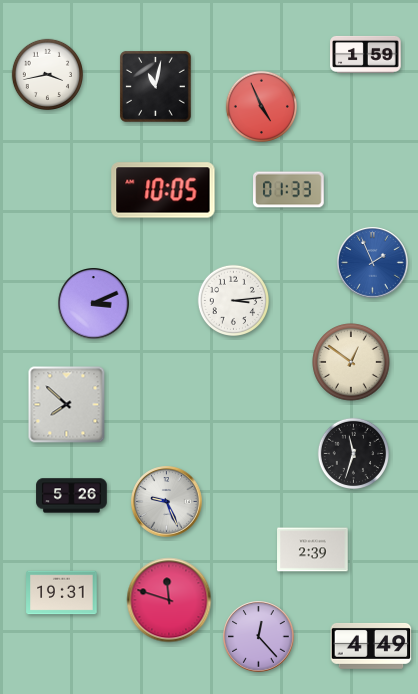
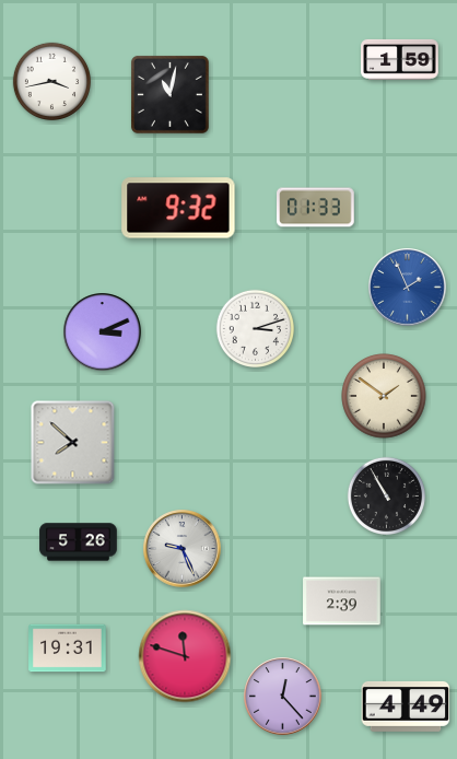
clock at (261, 106): 4:56 -> none
clock at (163, 190): 10:05 -> 9:32
clock at (233, 300): 3:14 -> 3:12
clock at (351, 362): 12:51 -> 1:51
clock at (353, 453): 11:33 -> 10:55
